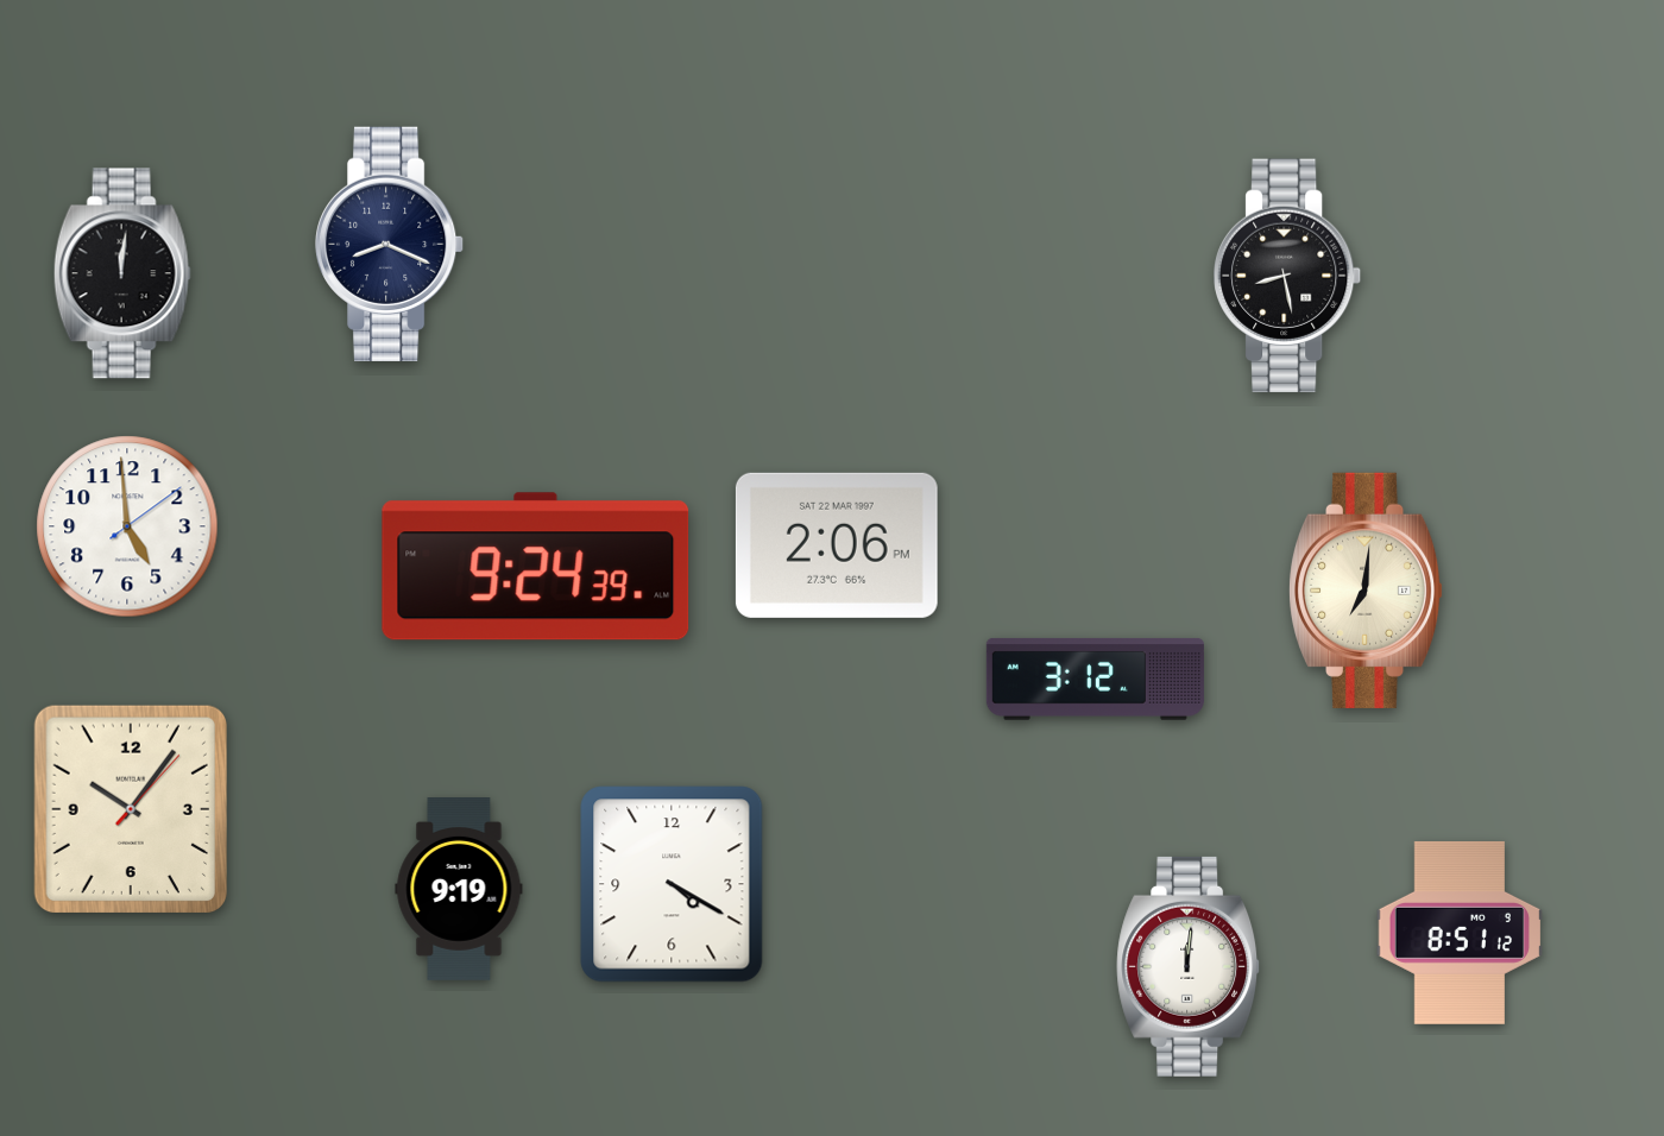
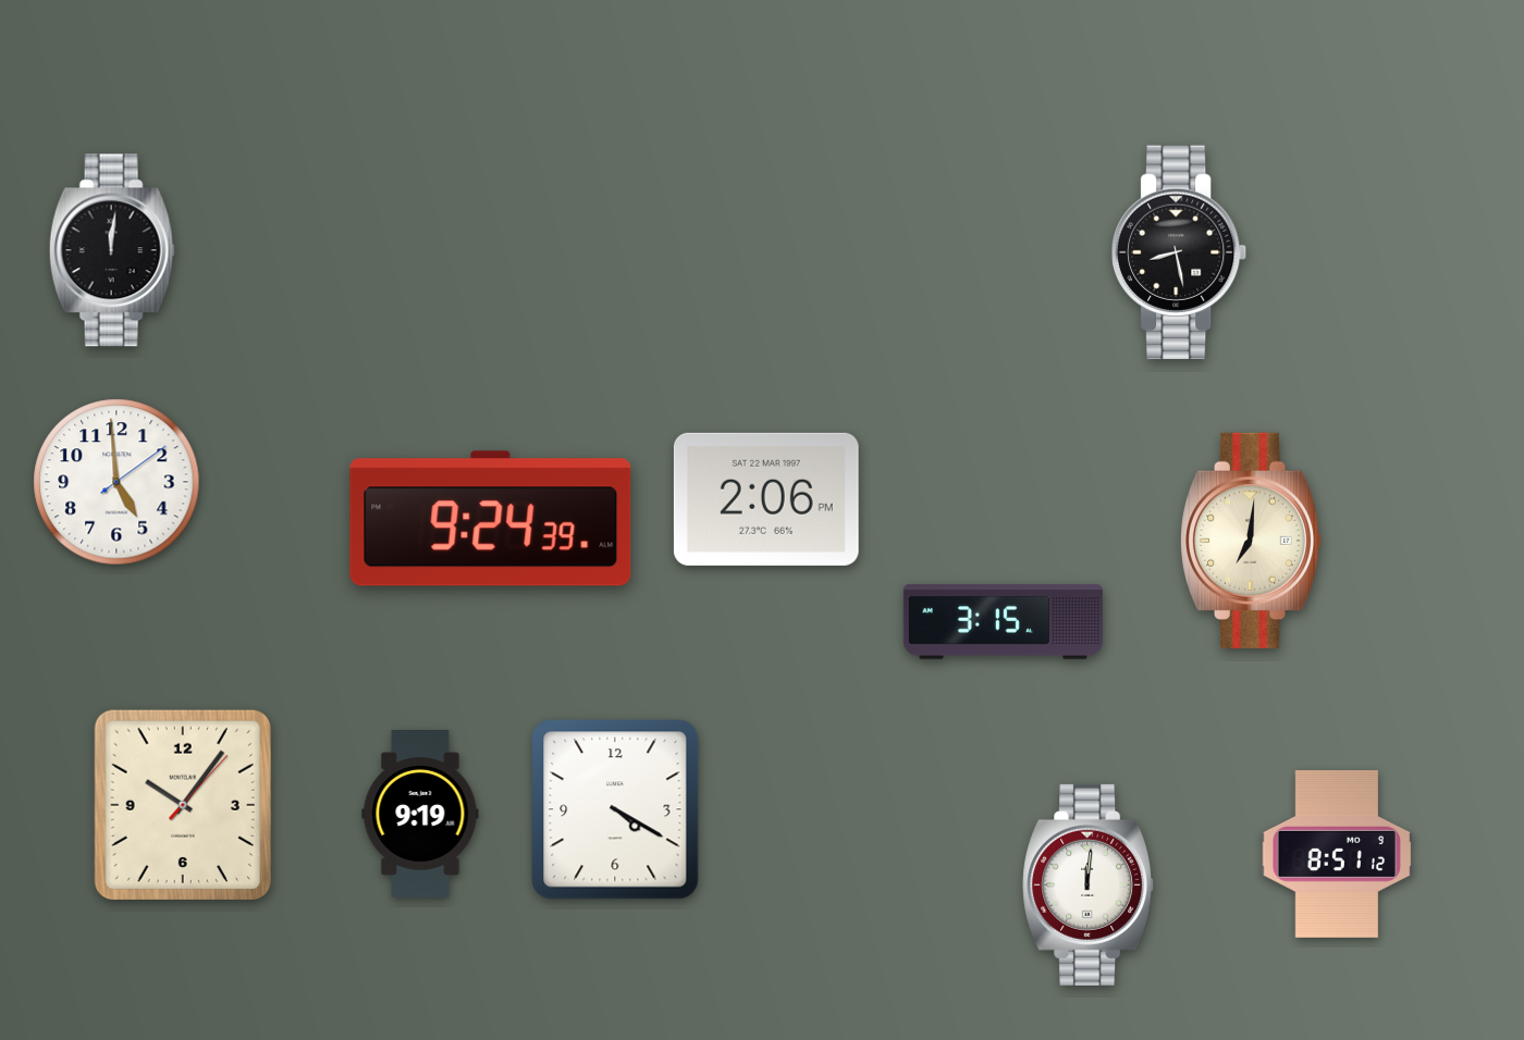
clock at (391, 244): 8:19 -> none
clock at (1095, 679): 3:12 -> 3:15
clock at (131, 808) position: (131, 808) -> (183, 804)
